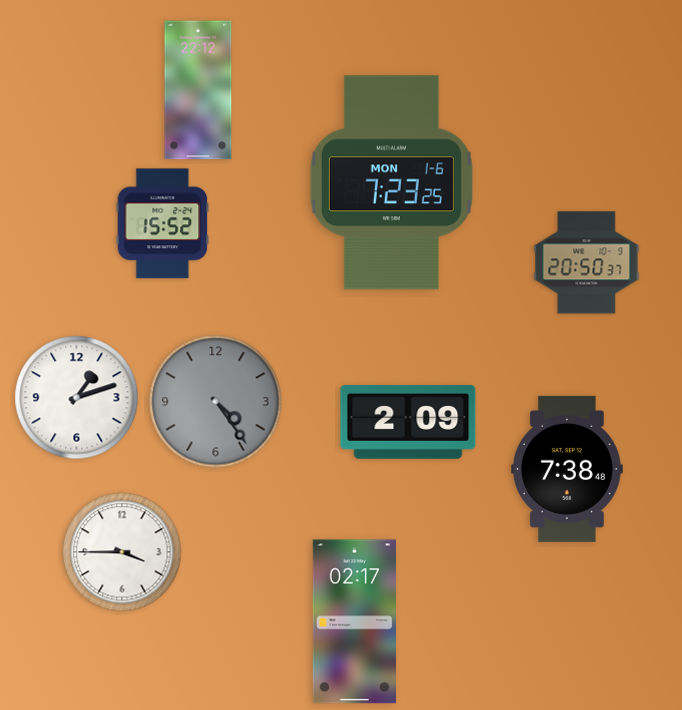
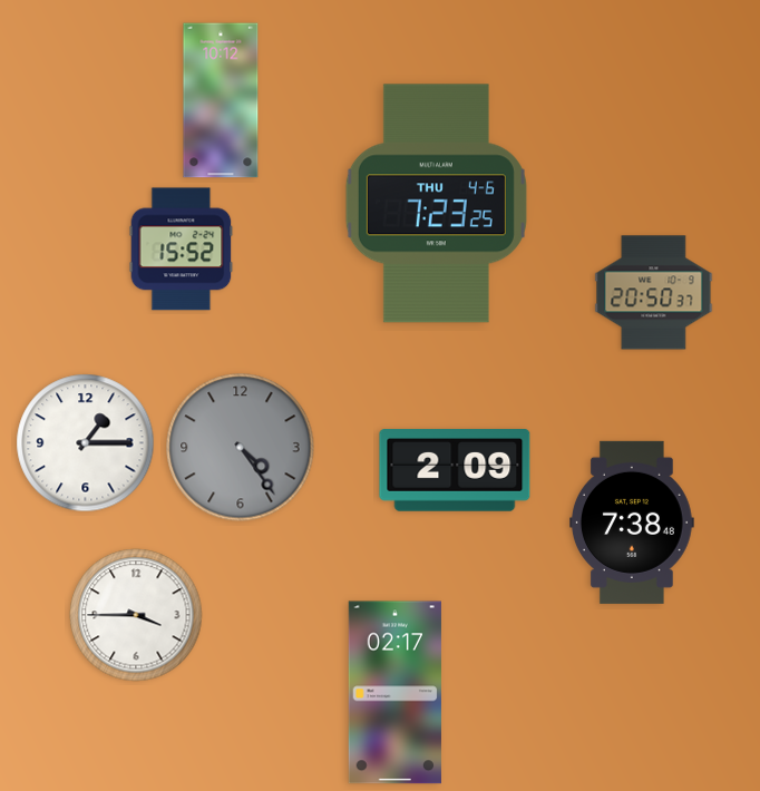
clock at (198, 90): 22:12 -> 10:12
clock at (391, 183) date: MON 1-6 -> THU 4-6
clock at (77, 398): 1:12 -> 1:15
